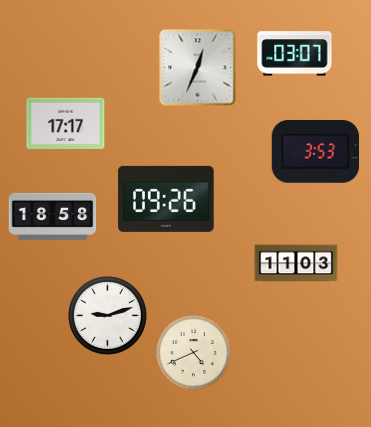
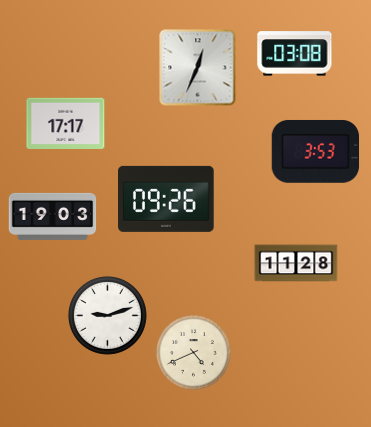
clock at (295, 54): 03:07 -> 03:08
clock at (53, 216): 18:58 -> 19:03
clock at (296, 263): 11:03 -> 11:28
